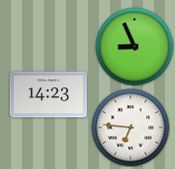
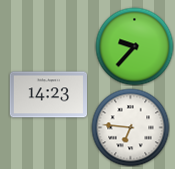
clock at (134, 46): 8:56 -> 9:37
